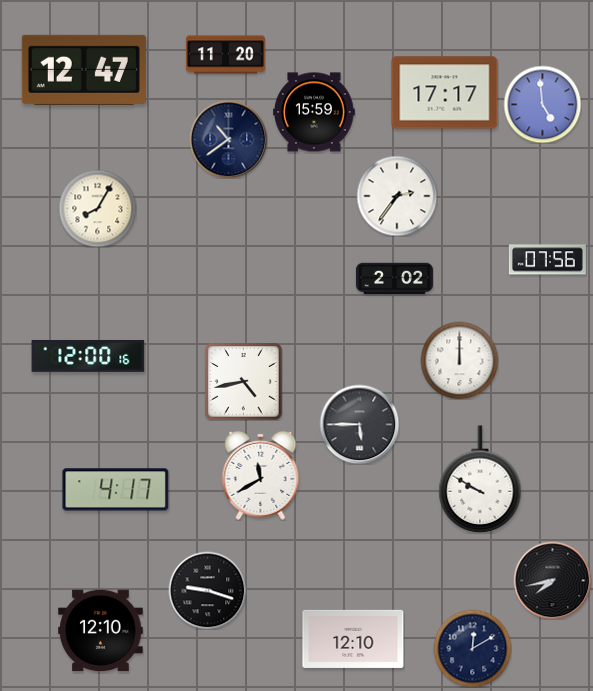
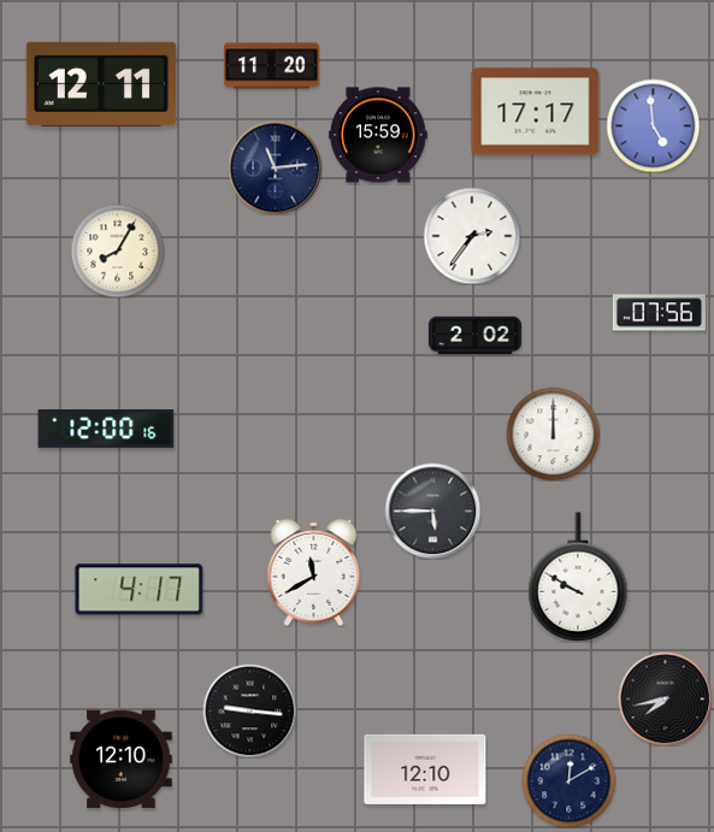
clock at (84, 70): 12:47 -> 12:11
clock at (228, 139): 10:39 -> 11:14
clock at (397, 196) position: (397, 196) -> (472, 236)
clock at (243, 381): 4:43 -> none
clock at (207, 590): 9:18 -> 9:16
